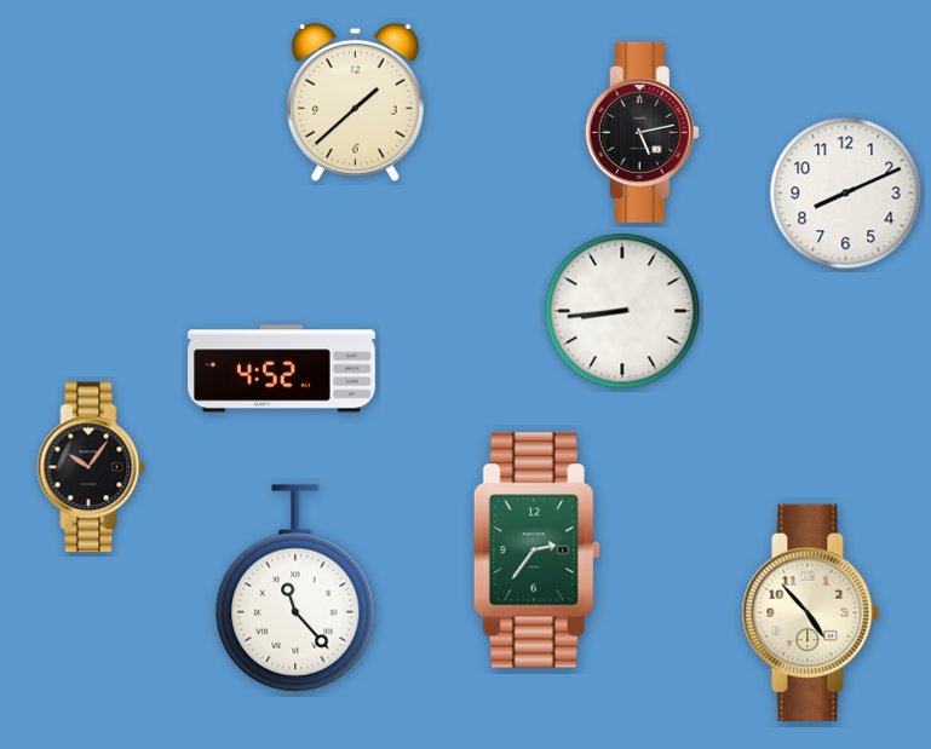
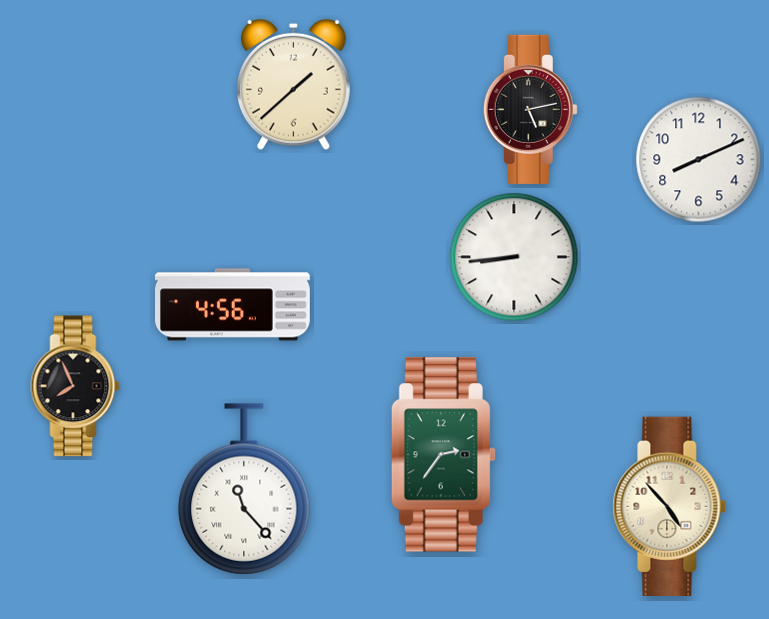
clock at (282, 369): 4:52 -> 4:56
clock at (91, 467): 10:06 -> 7:56
clock at (295, 588) position: (295, 588) -> (244, 489)
